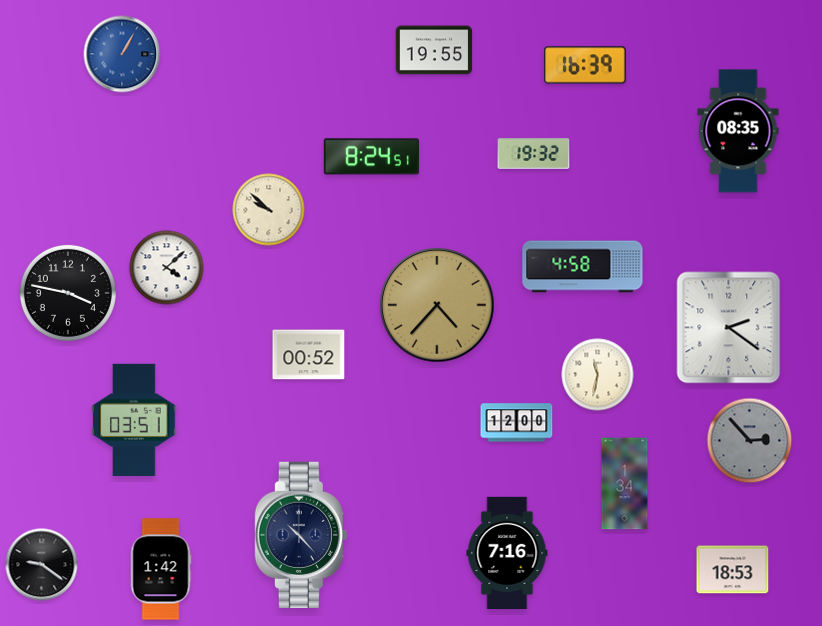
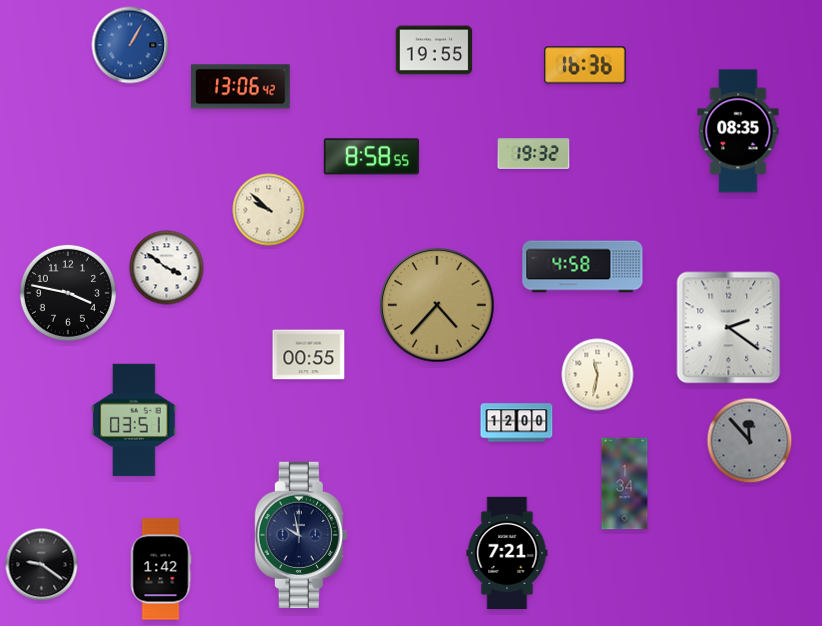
clock at (122, 54) position: (122, 54) -> (130, 45)
clock at (585, 65): 16:39 -> 16:36
clock at (241, 87): none -> 13:06
clock at (371, 157): 8:24 -> 8:58
clock at (167, 268): 4:08 -> 3:51
clock at (309, 355): 00:52 -> 00:55
clock at (750, 441): 2:53 -> 11:53
clock at (301, 534): 10:23 -> 9:58
clock at (507, 552): 7:16 -> 7:21
clock at (733, 570): 18:53 -> none
